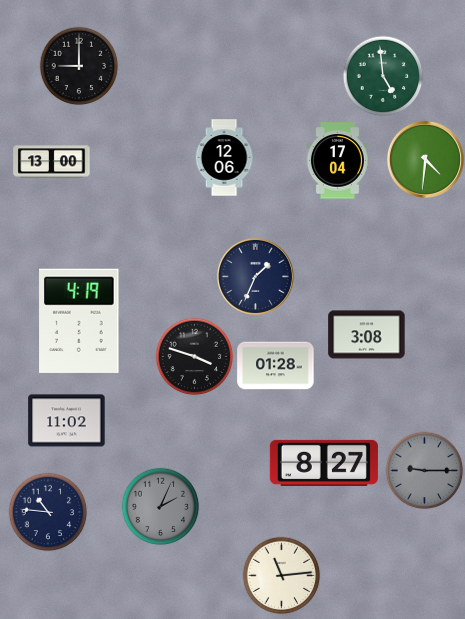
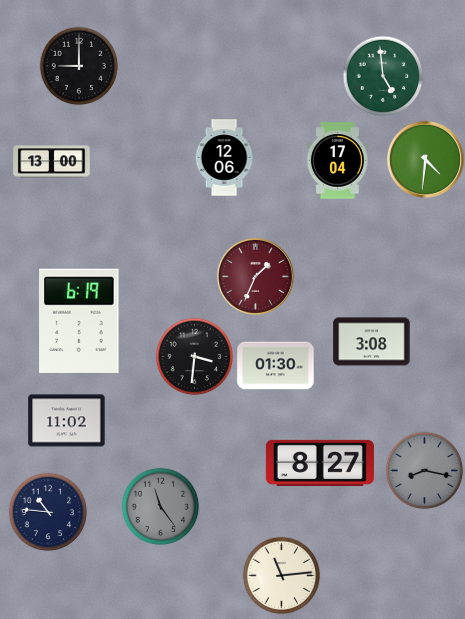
clock at (255, 276) dial: navy -> burgundy
clock at (79, 321): 4:19 -> 6:19
clock at (367, 335) position: (367, 335) -> (372, 342)
clock at (194, 356): 3:48 -> 3:31
clock at (276, 366): 01:28 -> 01:30
clock at (324, 463) position: (324, 463) -> (320, 463)
clock at (424, 470): 9:15 -> 8:17
clock at (160, 506): 2:04 -> 11:24
